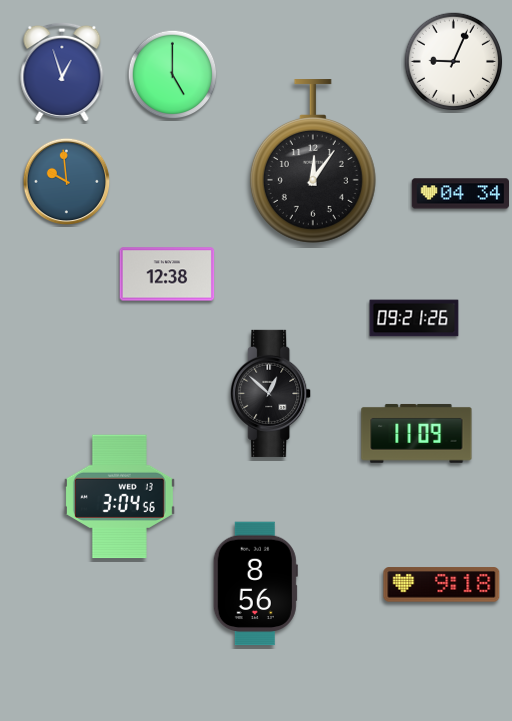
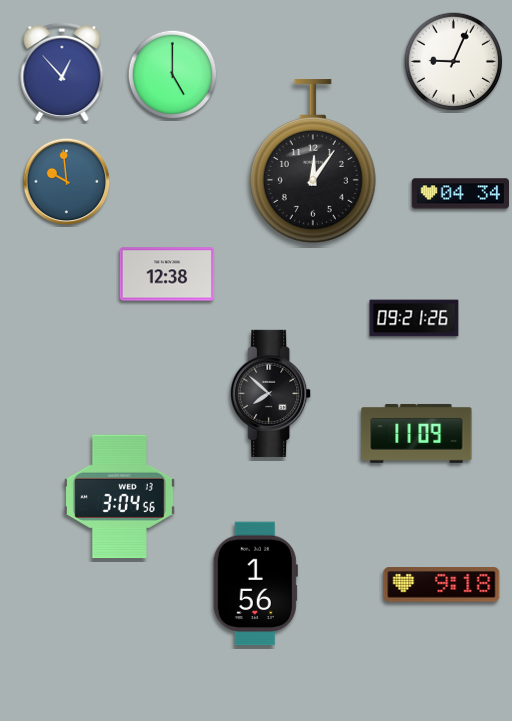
clock at (62, 72): 12:57 -> 12:53
clock at (271, 393): 12:52 -> 7:52
clock at (255, 584): 8:56 -> 1:56
